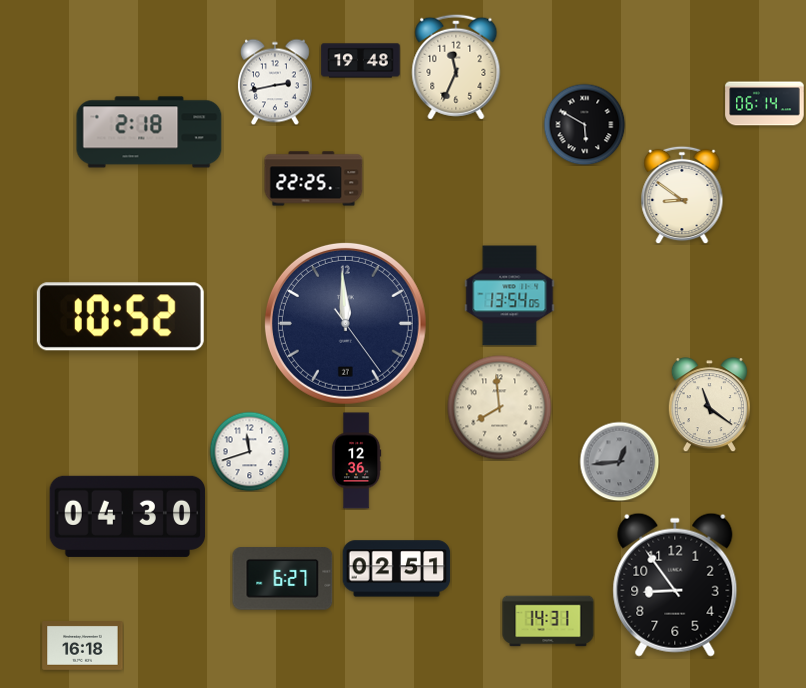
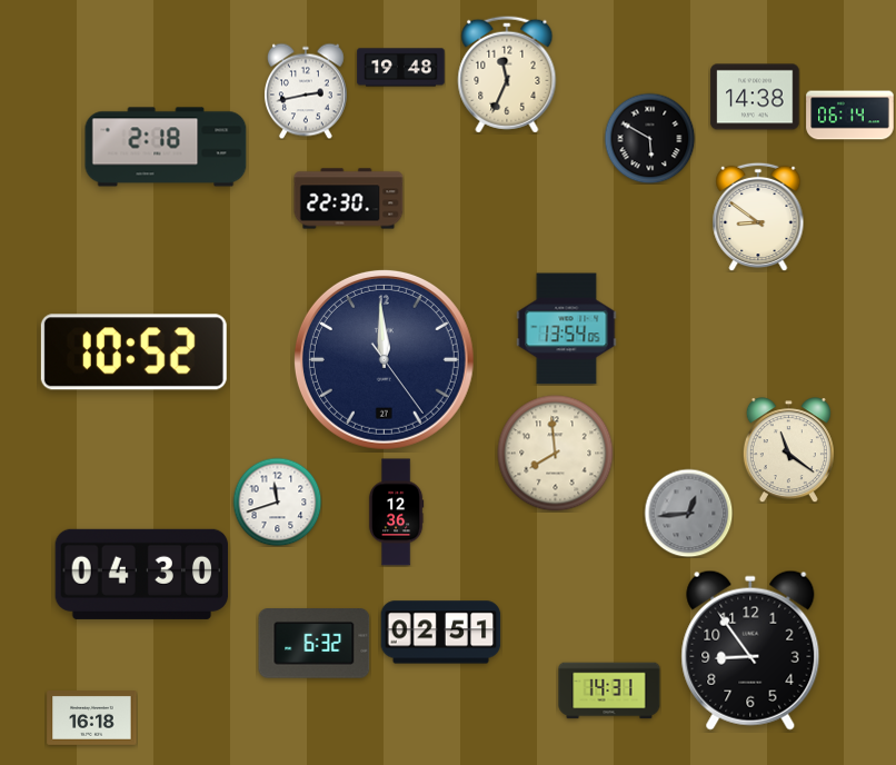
clock at (755, 97): none -> 14:38
clock at (314, 179): 22:25 -> 22:30
clock at (283, 579): 6:27 -> 6:32
